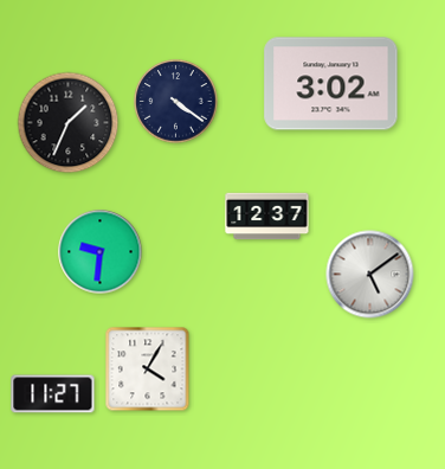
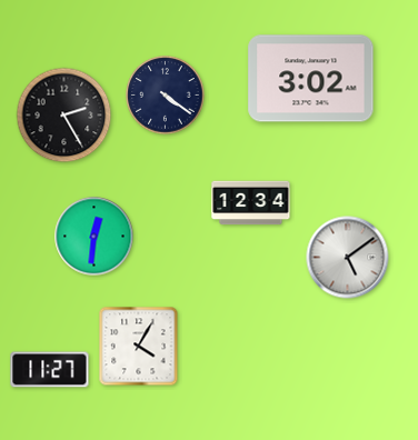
clock at (69, 123): 1:34 -> 2:25
clock at (267, 217): 12:37 -> 12:34
clock at (101, 252): 9:31 -> 12:31
